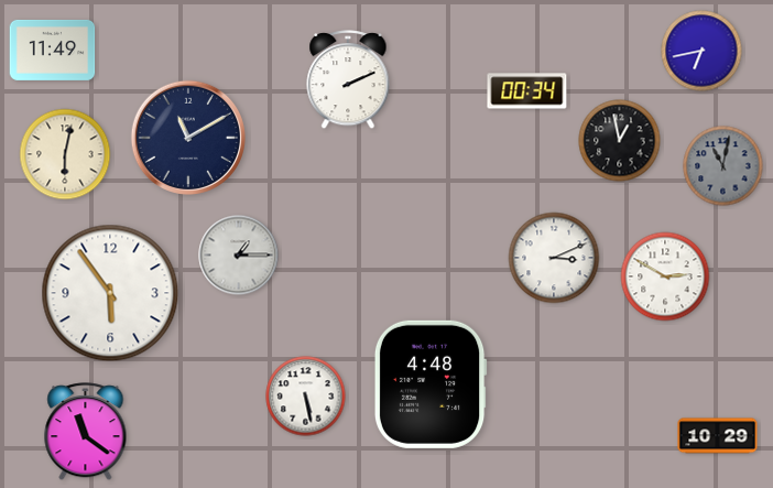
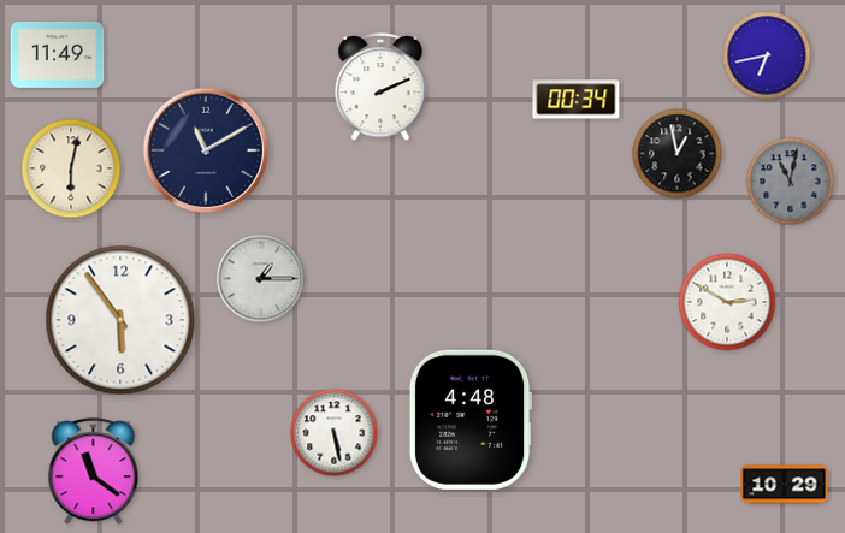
clock at (554, 258): 3:11 -> none
clock at (718, 436) position: (718, 436) -> (785, 485)
